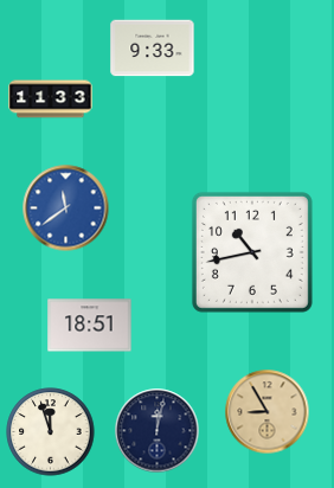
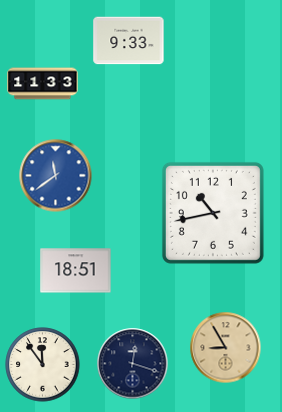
clock at (90, 326) position: (90, 326) -> (76, 271)
clock at (158, 431): 12:02 -> 12:18
clock at (51, 432): 11:57 -> 11:54
